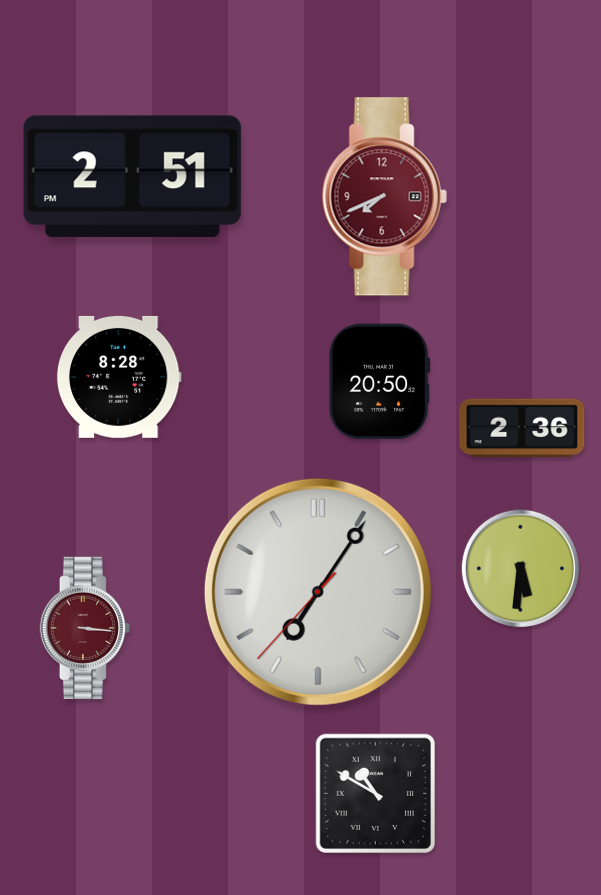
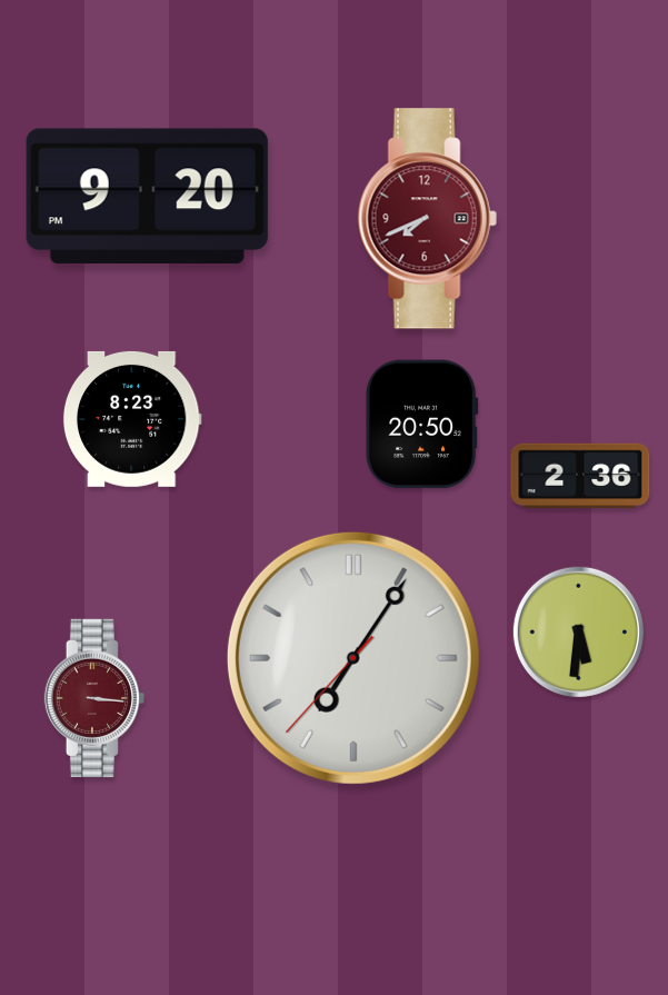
clock at (132, 176): 2:51 -> 9:20
clock at (119, 377): 8:28 -> 8:23
clock at (375, 793): 10:50 -> none
